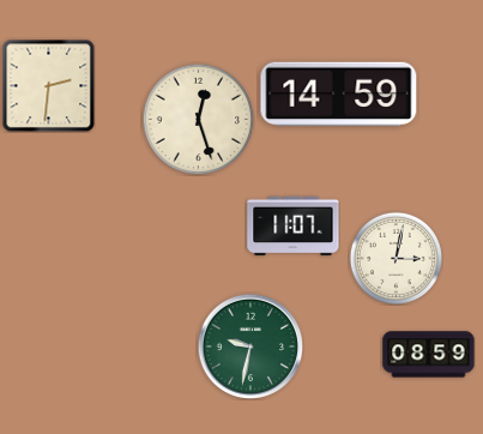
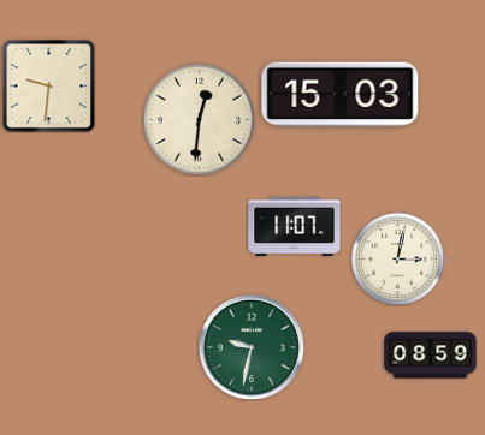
clock at (48, 85): 2:31 -> 9:31
clock at (339, 95): 14:59 -> 15:03
clock at (198, 119): 12:27 -> 12:31
